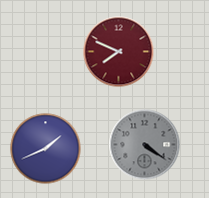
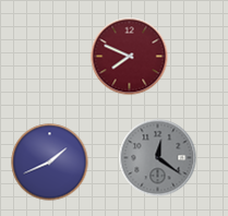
clock at (145, 145): 4:21 -> 12:21
